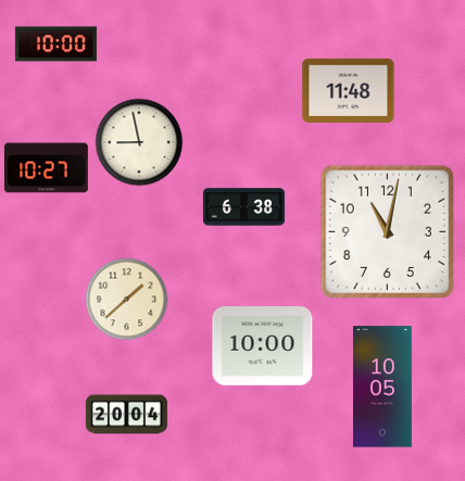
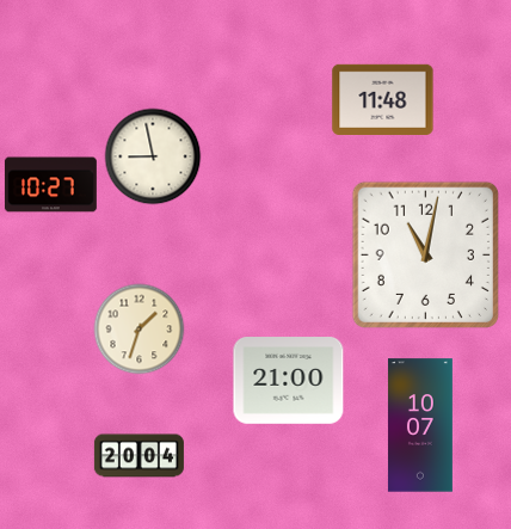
clock at (55, 45): 10:00 -> none
clock at (243, 207): 6:38 -> none
clock at (127, 300): 1:38 -> 1:33
clock at (263, 346): 10:00 -> 21:00
clock at (382, 387): 10:05 -> 10:07
